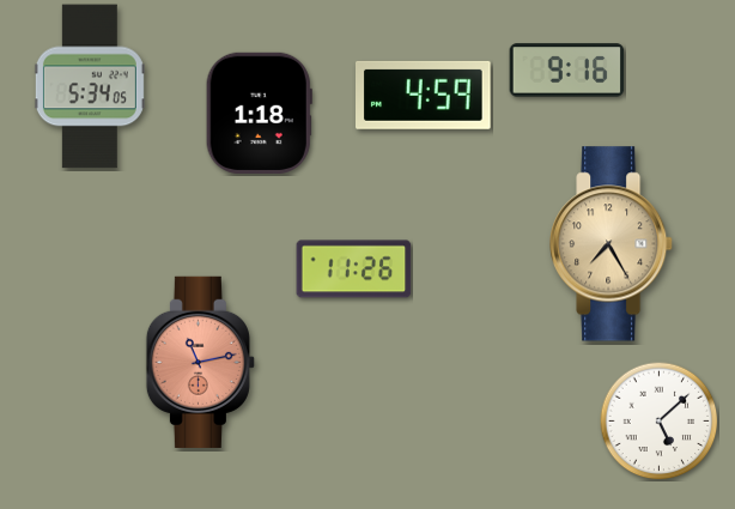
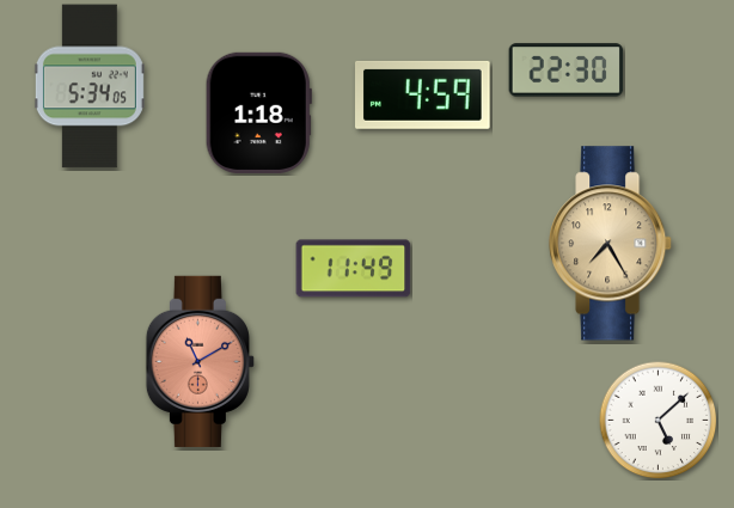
clock at (567, 71): 9:16 -> 22:30
clock at (354, 269): 11:26 -> 11:49
clock at (200, 362): 11:13 -> 11:10
